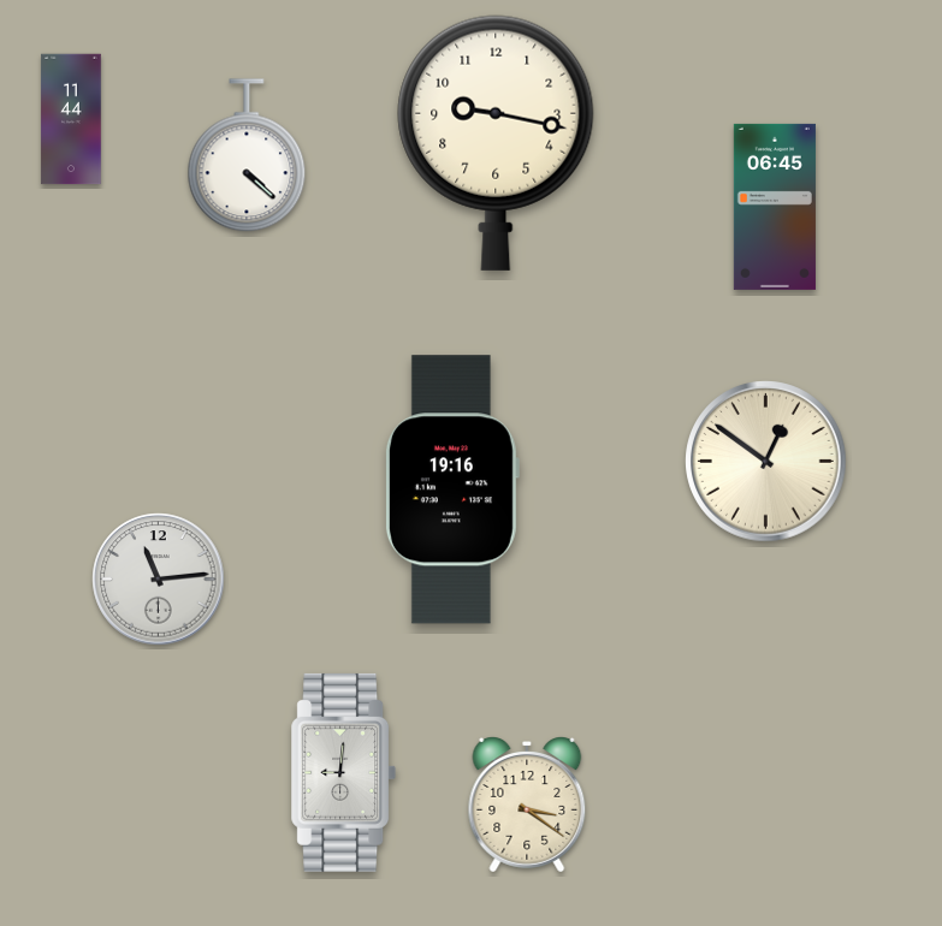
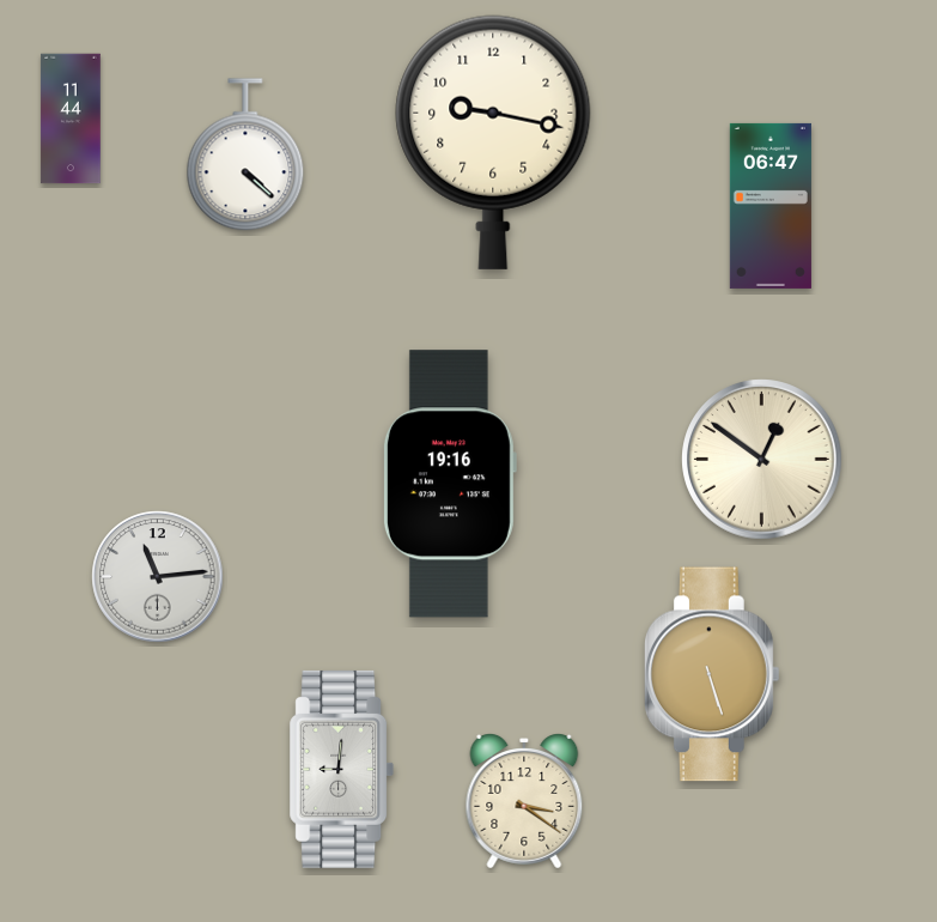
clock at (775, 207): 06:45 -> 06:47
clock at (451, 489) position: (451, 489) -> (449, 484)
clock at (712, 674): none -> 5:27
